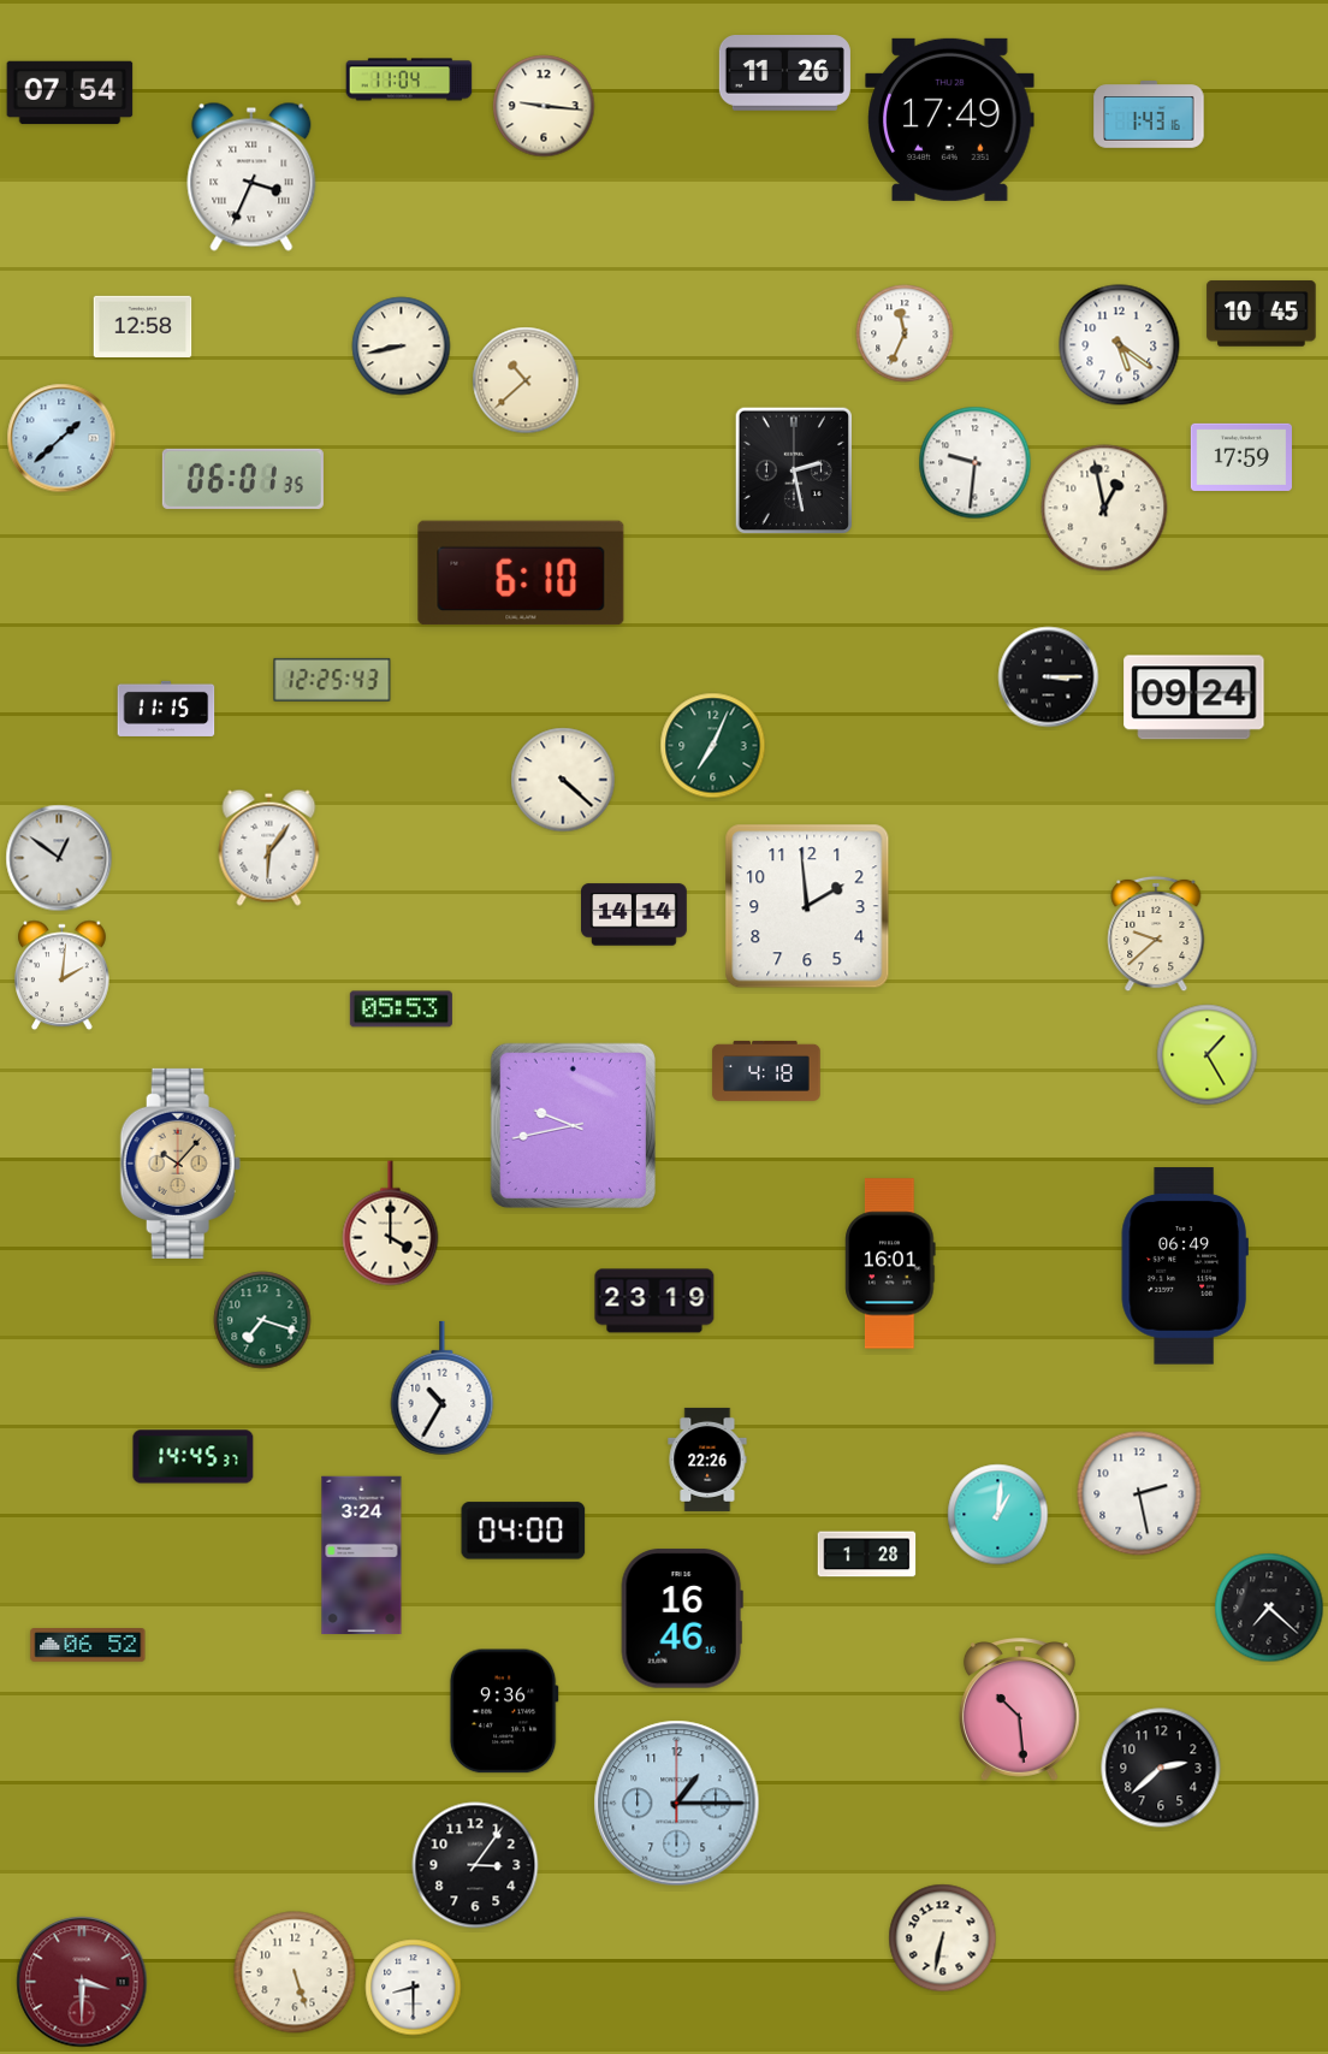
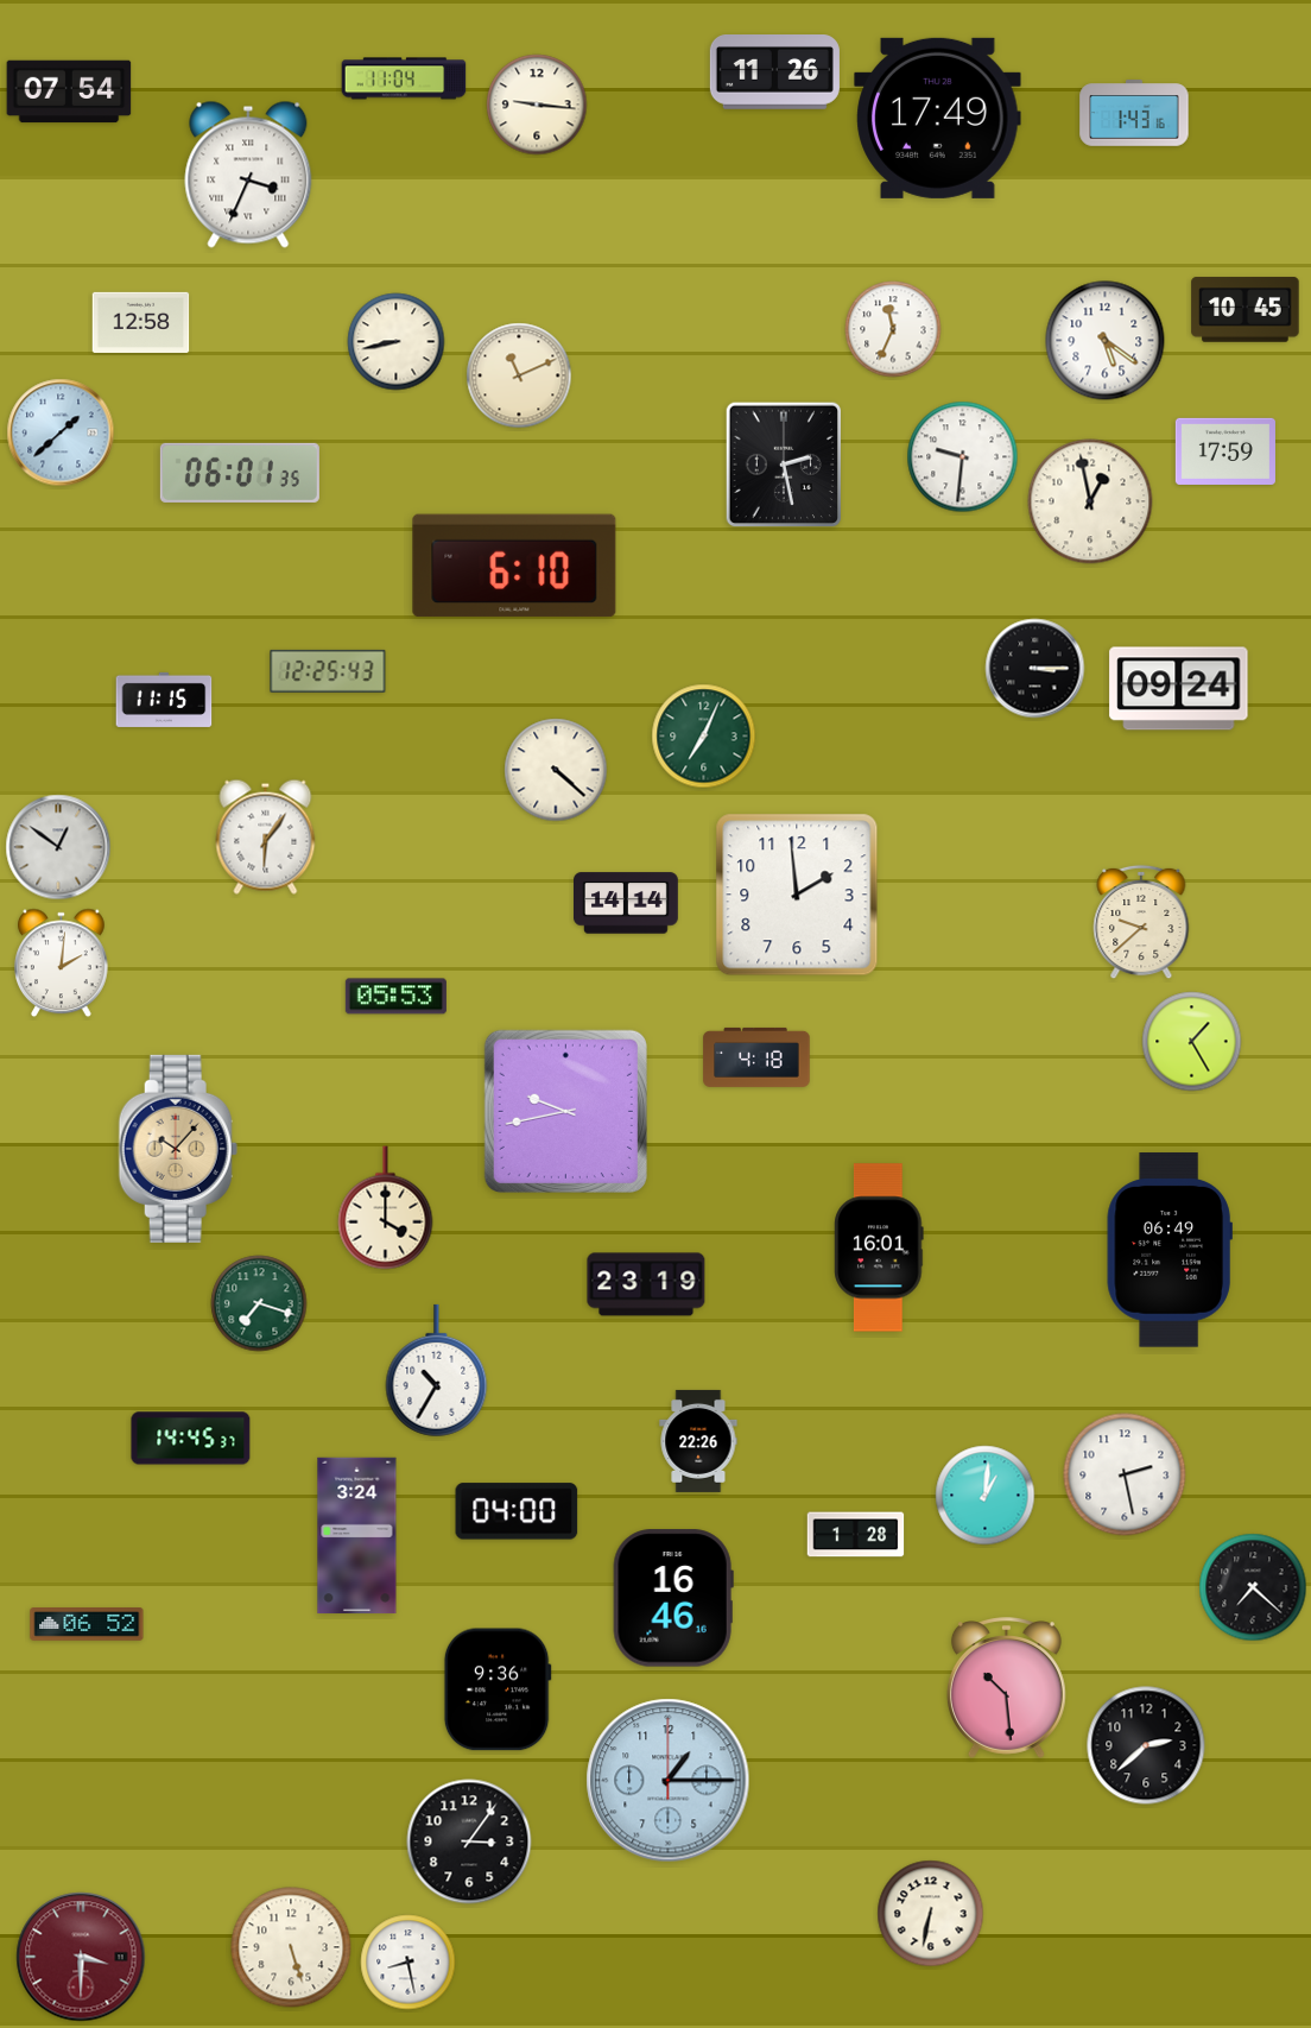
clock at (526, 380): 10:38 -> 11:11
clock at (414, 1988): 8:30 -> 8:28
